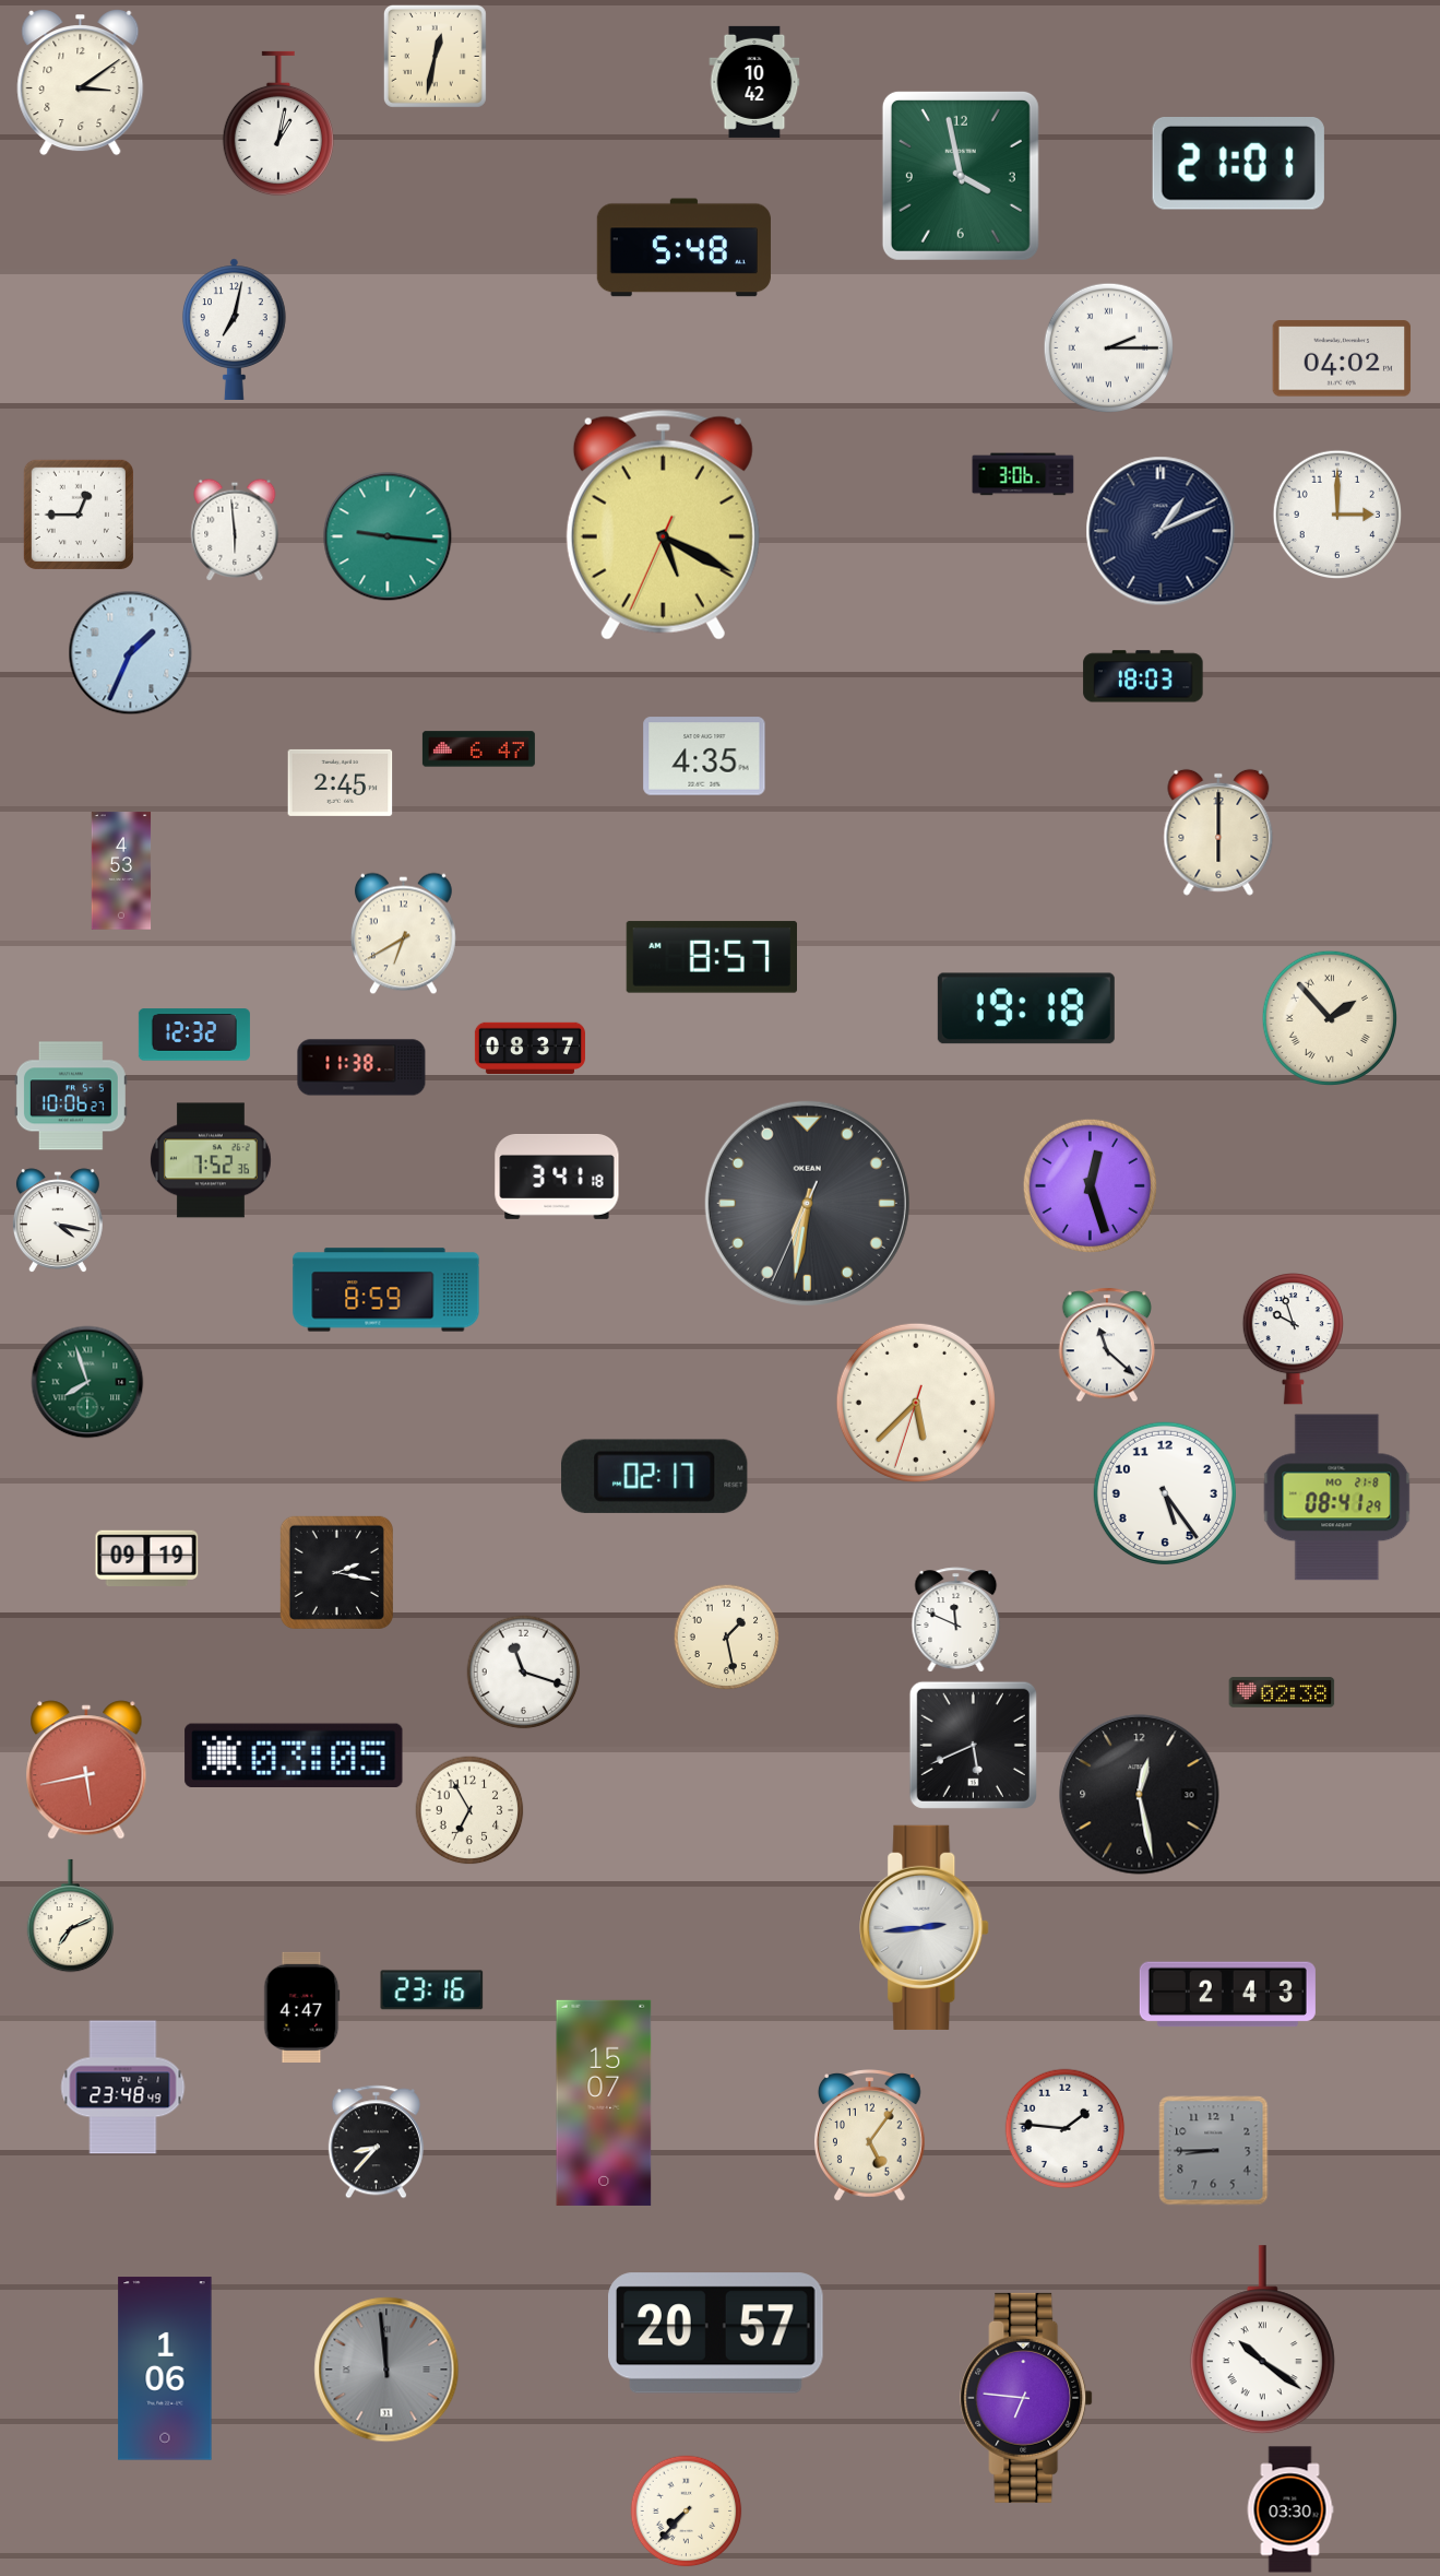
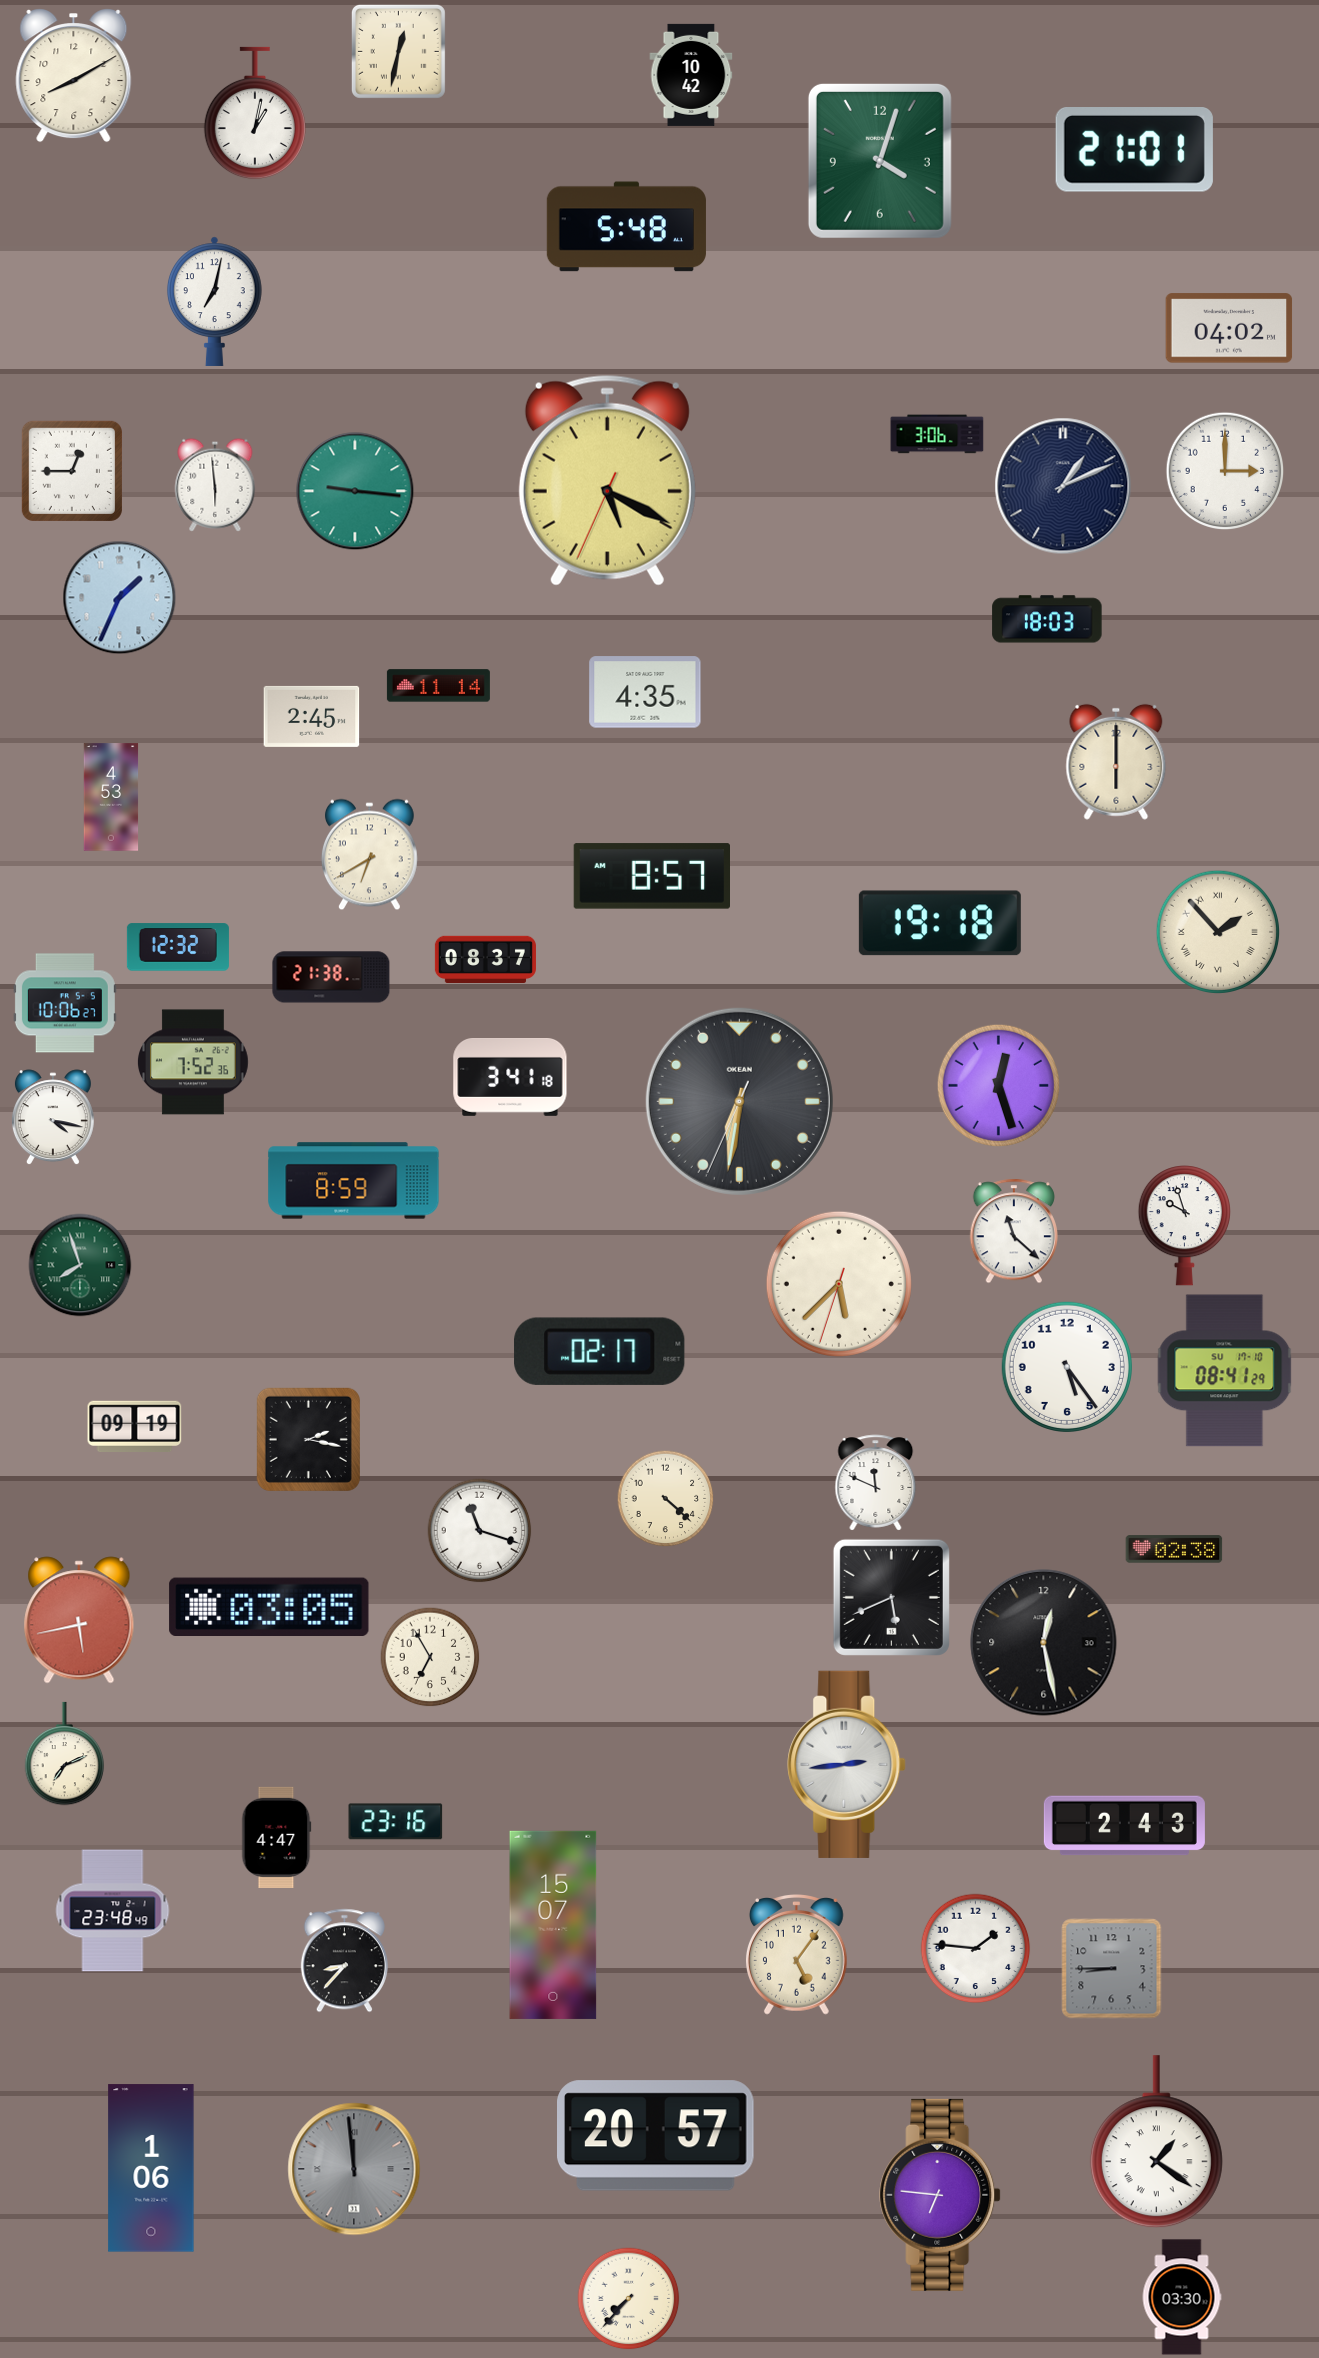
clock at (81, 83): 3:09 -> 8:10
clock at (961, 176): 3:58 -> 4:03
clock at (1109, 348): 2:15 -> none
clock at (478, 749): 6:47 -> 11:14
clock at (361, 1067): 11:38 -> 21:38
clock at (1337, 1498) date: MO 21-8 -> SU 17-10
clock at (727, 1638): 1:28 -> 4:22
clock at (1262, 2340): 10:21 -> 1:21
